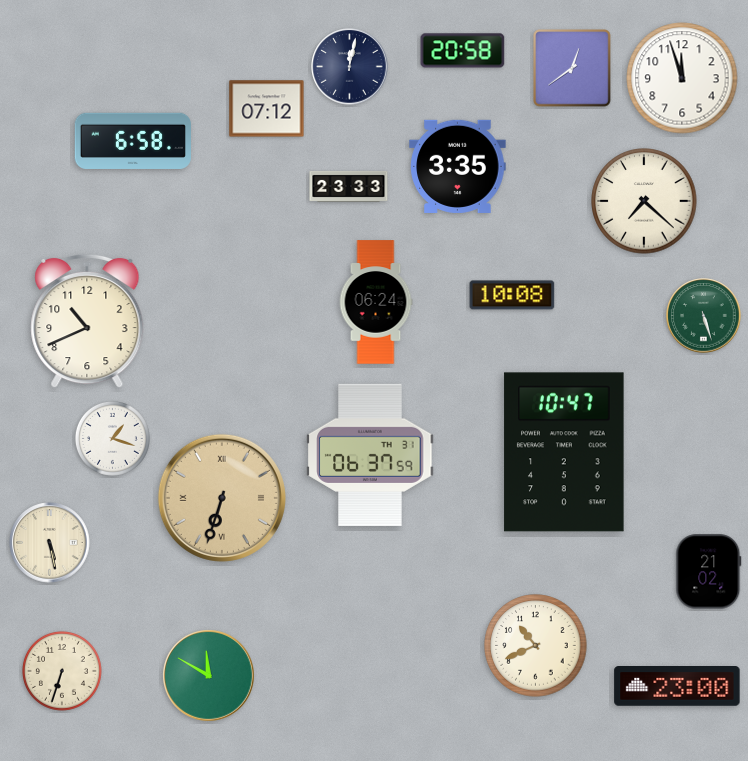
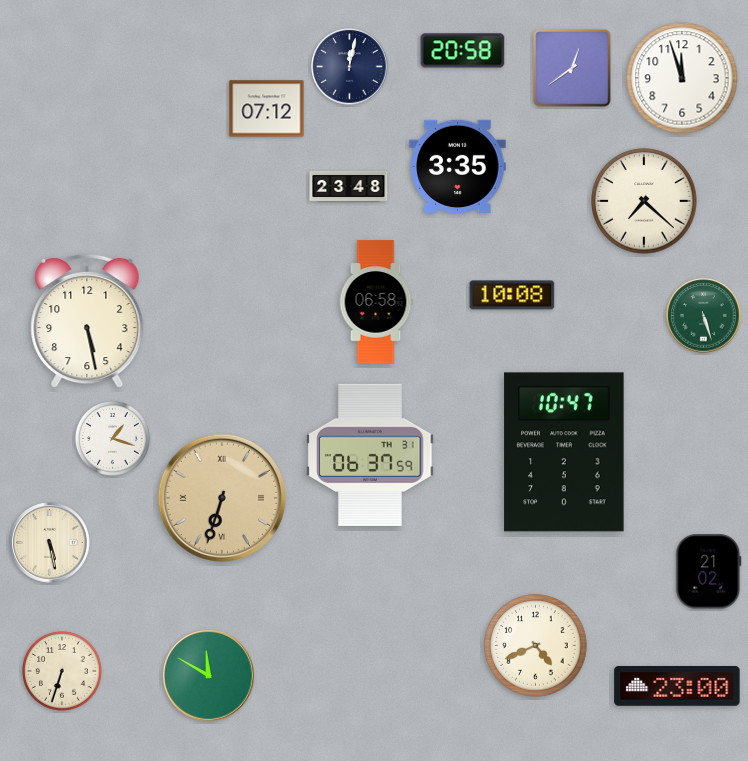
clock at (133, 141): 6:58 -> none
clock at (349, 186): 23:33 -> 23:48
clock at (376, 302): 06:24 -> 06:58
clock at (87, 321): 10:41 -> 5:28
clock at (536, 646): 10:41 -> 4:41
